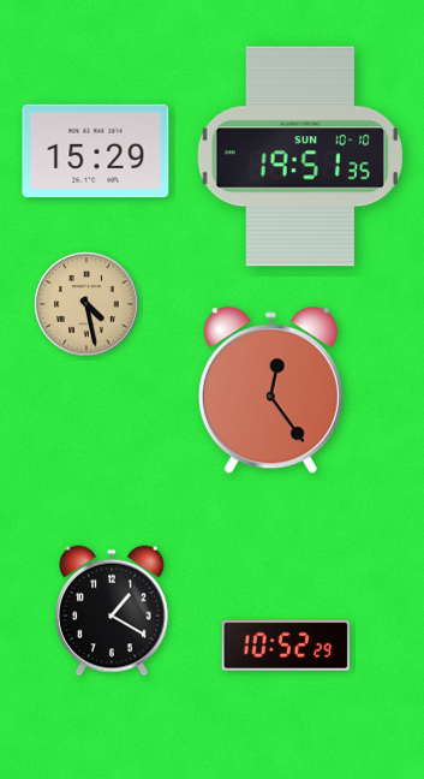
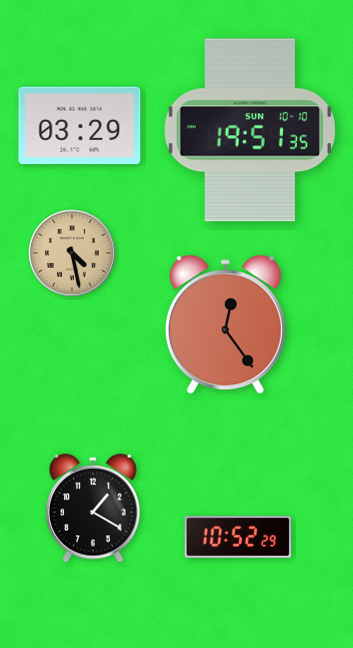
clock at (96, 151): 15:29 -> 03:29
